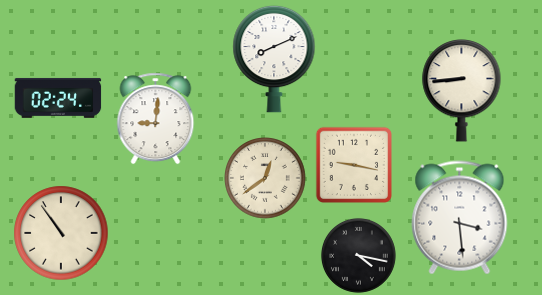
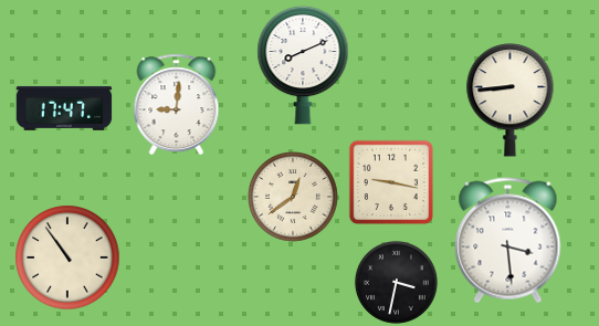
clock at (58, 98): 02:24 -> 17:47
clock at (156, 119) position: (156, 119) -> (177, 105)
clock at (358, 255): 4:17 -> 3:32
